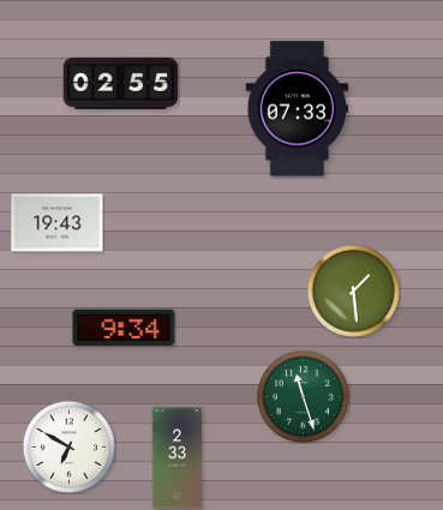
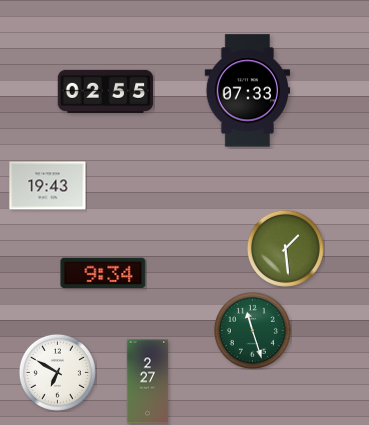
clock at (121, 83) position: (121, 83) -> (106, 91)
clock at (353, 290) position: (353, 290) -> (285, 248)
clock at (178, 458): 2:33 -> 2:27
